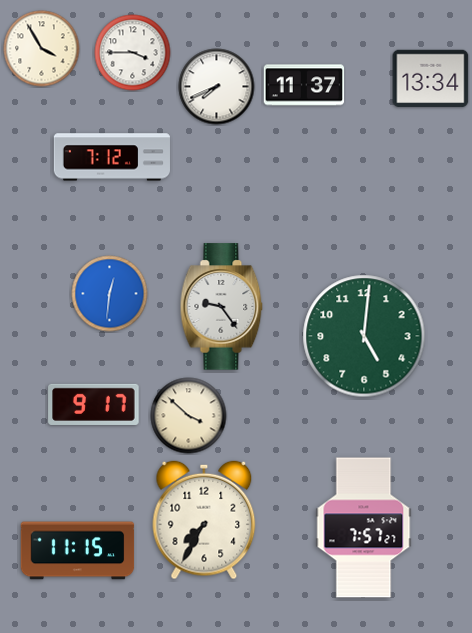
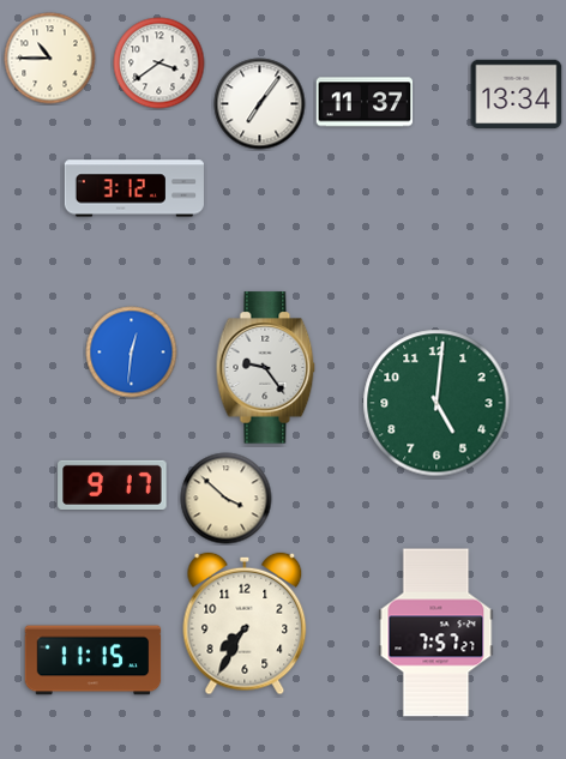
clock at (42, 49): 3:55 -> 10:45
clock at (133, 53): 3:45 -> 3:39
clock at (217, 87): 7:41 -> 7:06
clock at (112, 157): 7:12 -> 3:12
